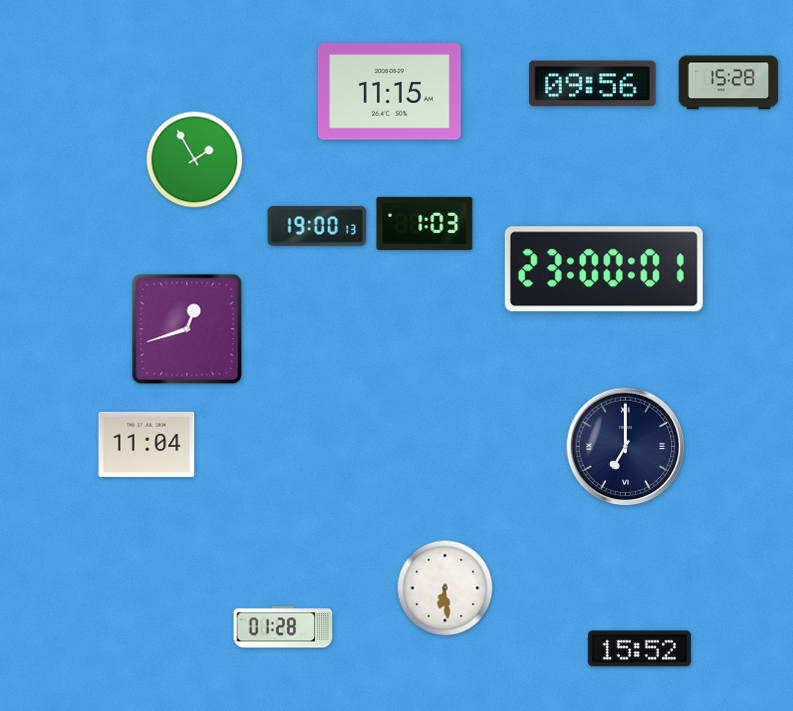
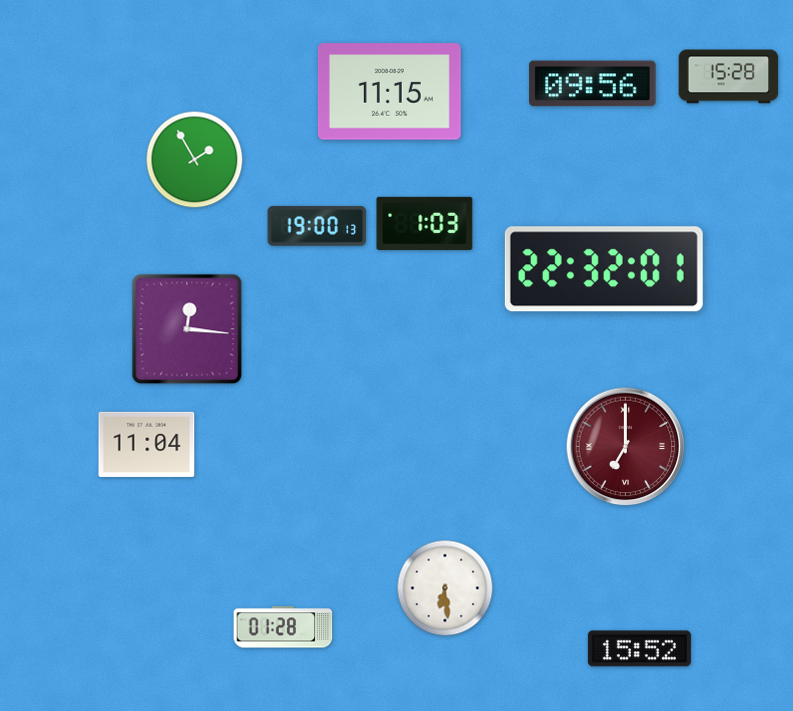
clock at (729, 83) position: (729, 83) -> (729, 77)
clock at (604, 269): 23:00 -> 22:32
clock at (187, 329): 12:42 -> 12:16
clock at (626, 447) dial: navy -> burgundy
